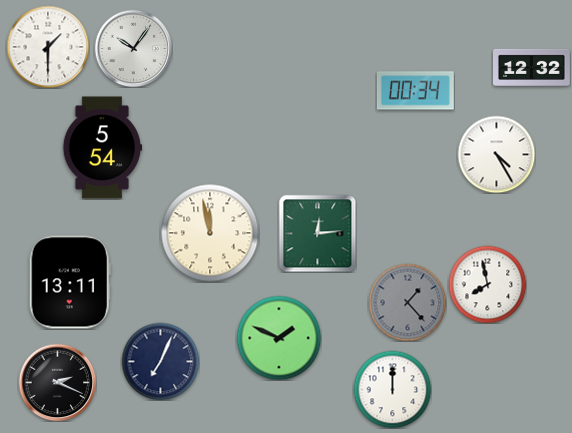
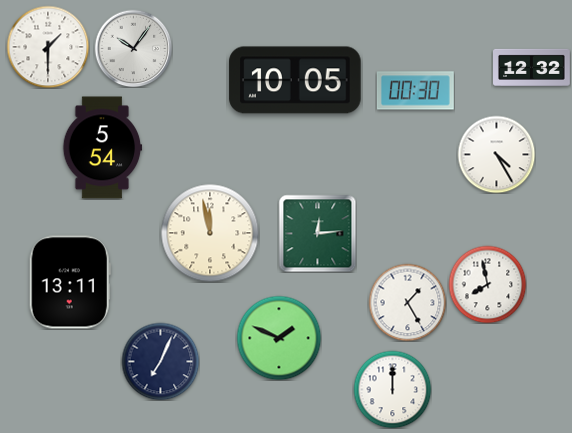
clock at (295, 80): none -> 10:05
clock at (415, 91): 00:34 -> 00:30
clock at (407, 302): 1:23 -> 1:25
clock at (407, 302) dial: grey -> white
clock at (57, 382): 2:19 -> none
